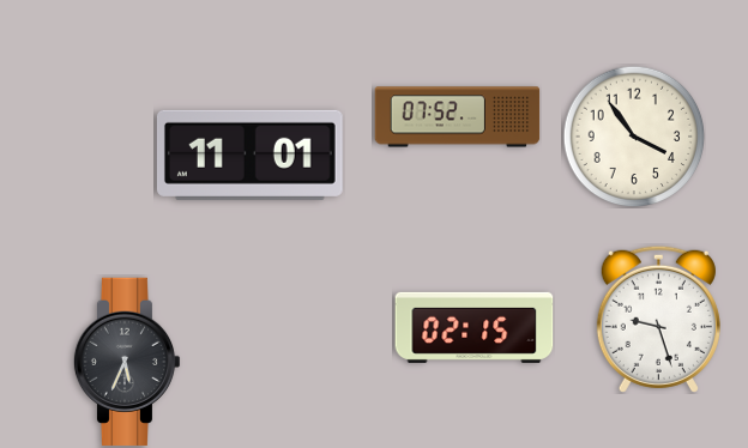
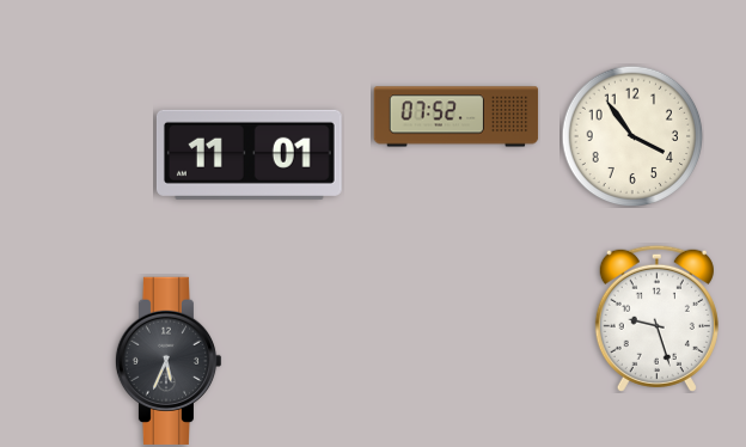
clock at (475, 327): 02:15 -> none
clock at (127, 361) position: (127, 361) -> (169, 360)
